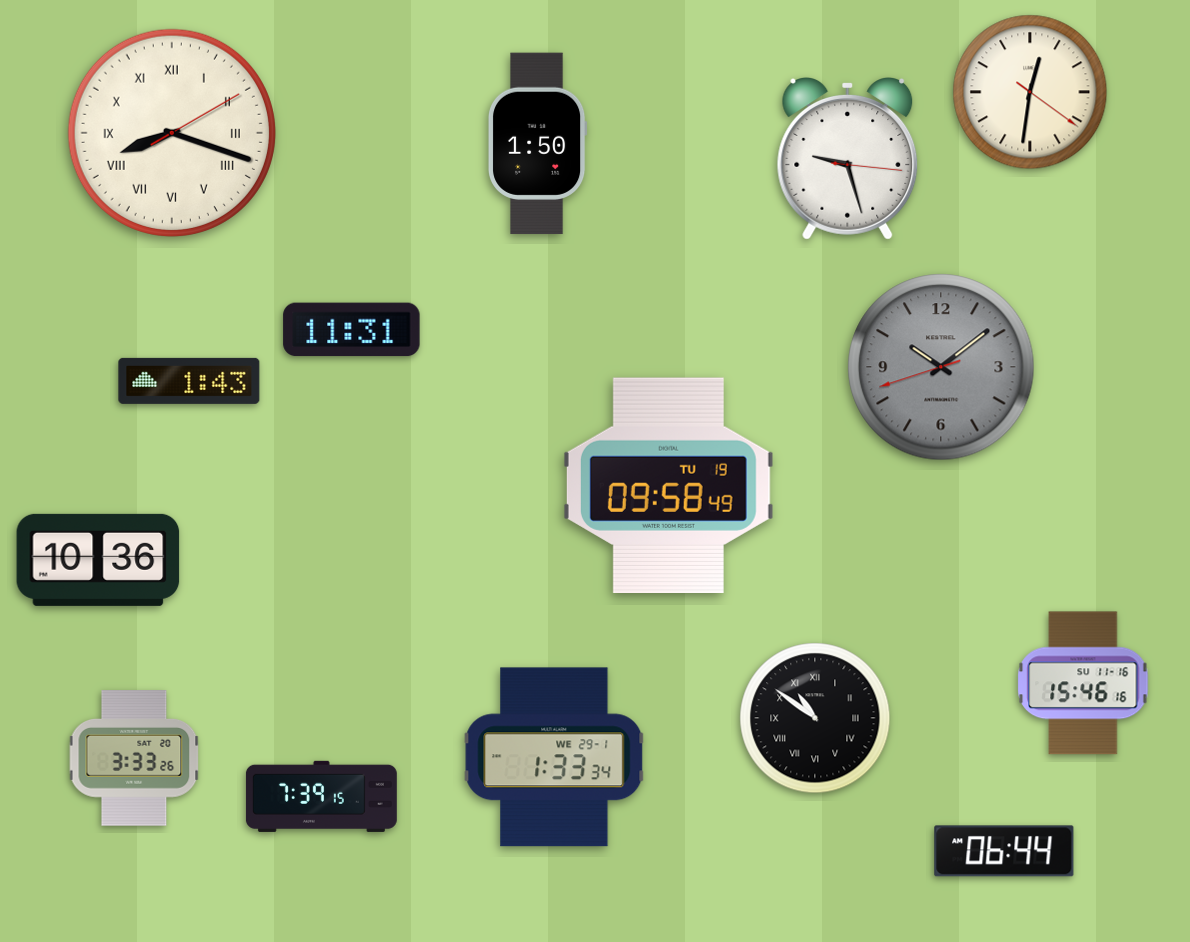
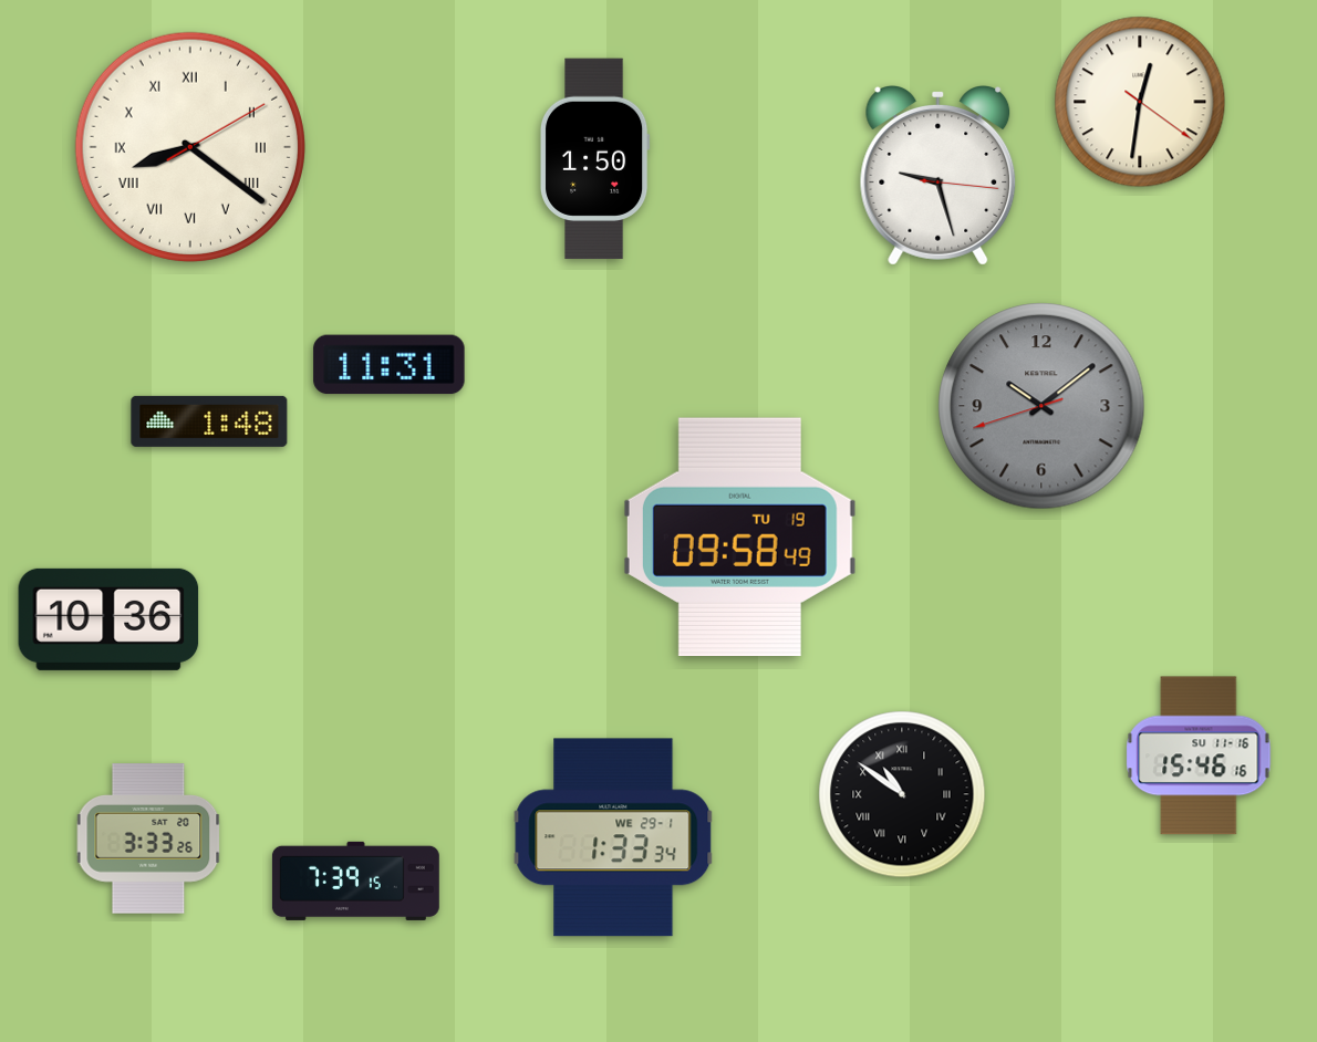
clock at (172, 133): 8:18 -> 8:21
clock at (189, 381): 1:43 -> 1:48
clock at (1004, 851): 06:44 -> none
